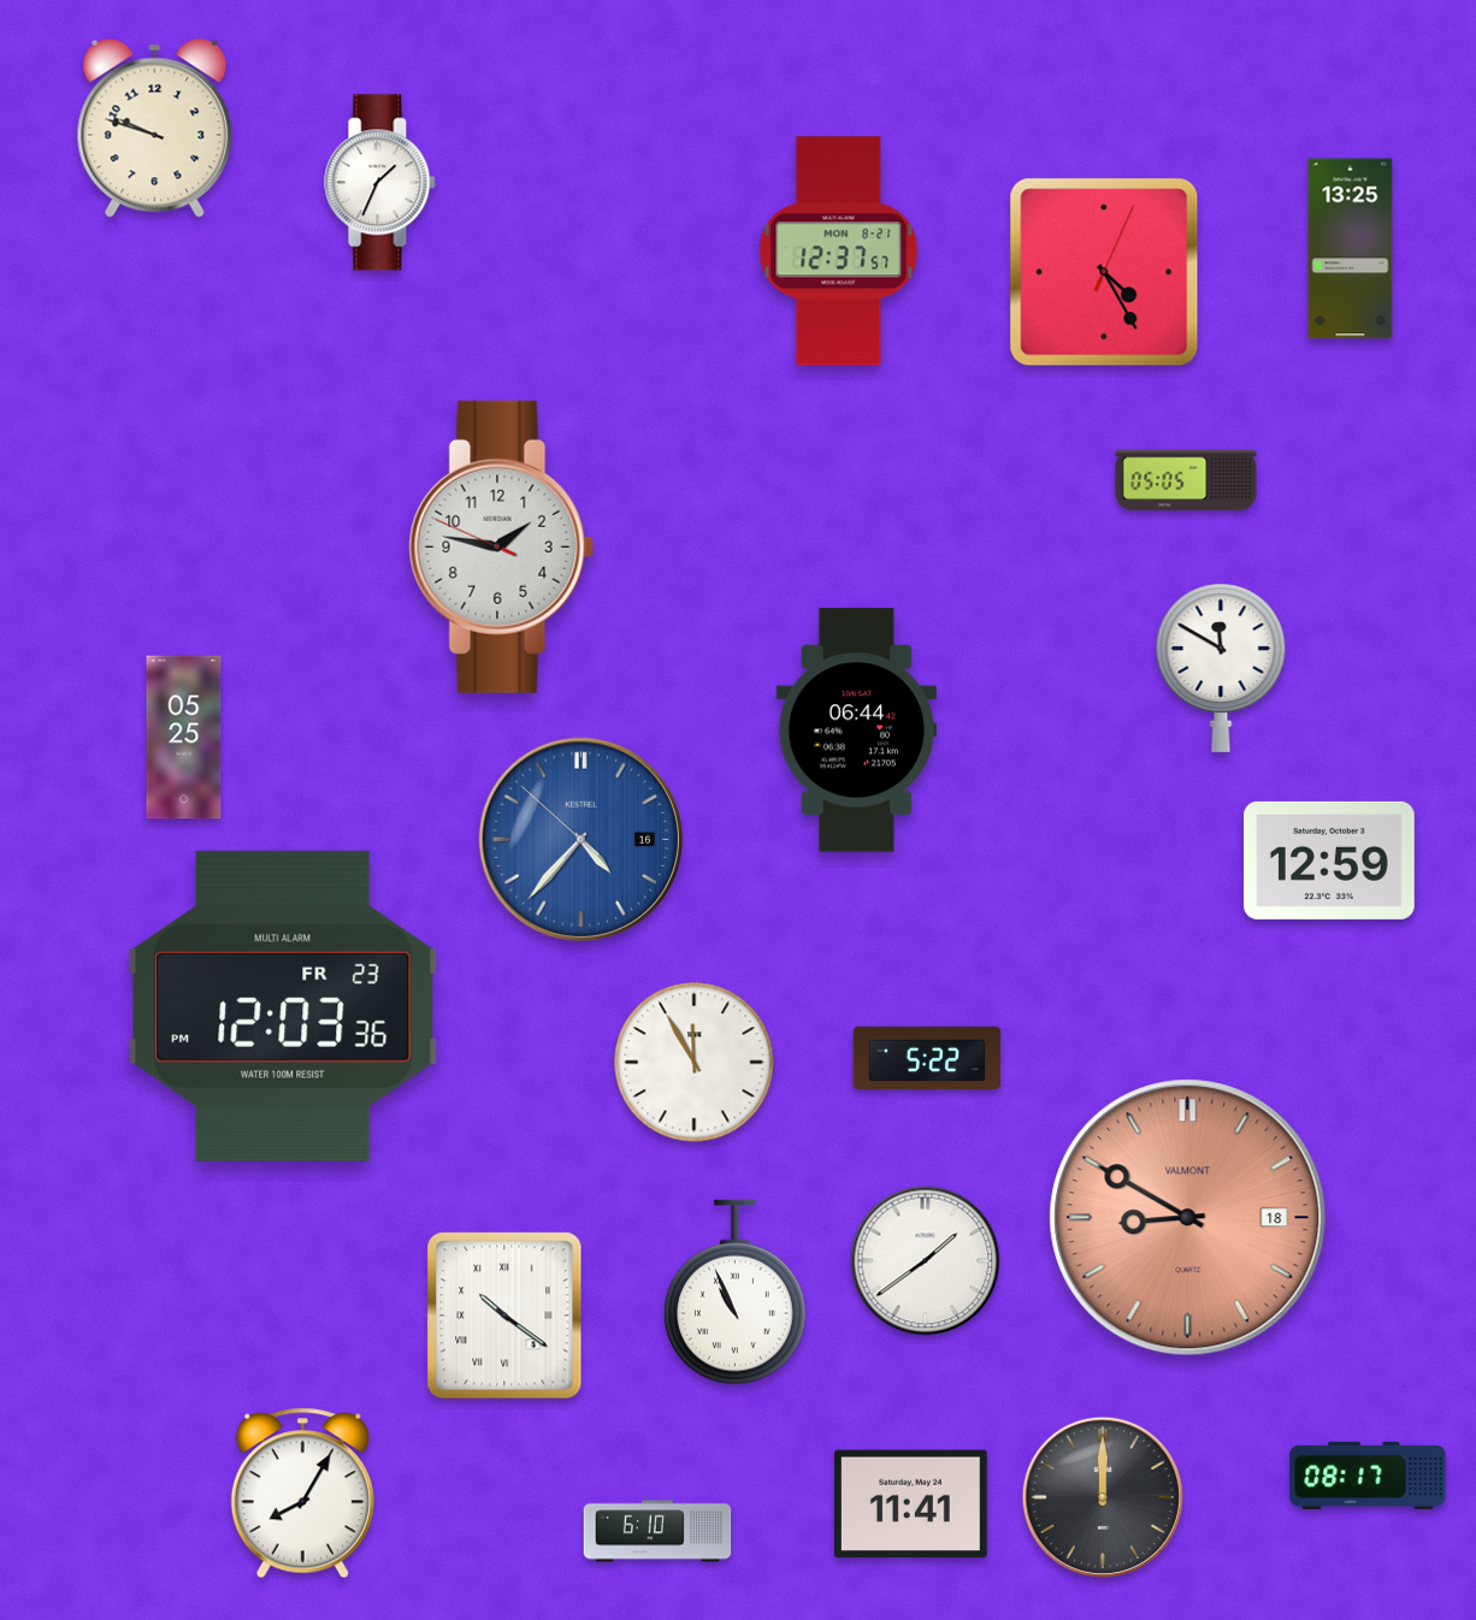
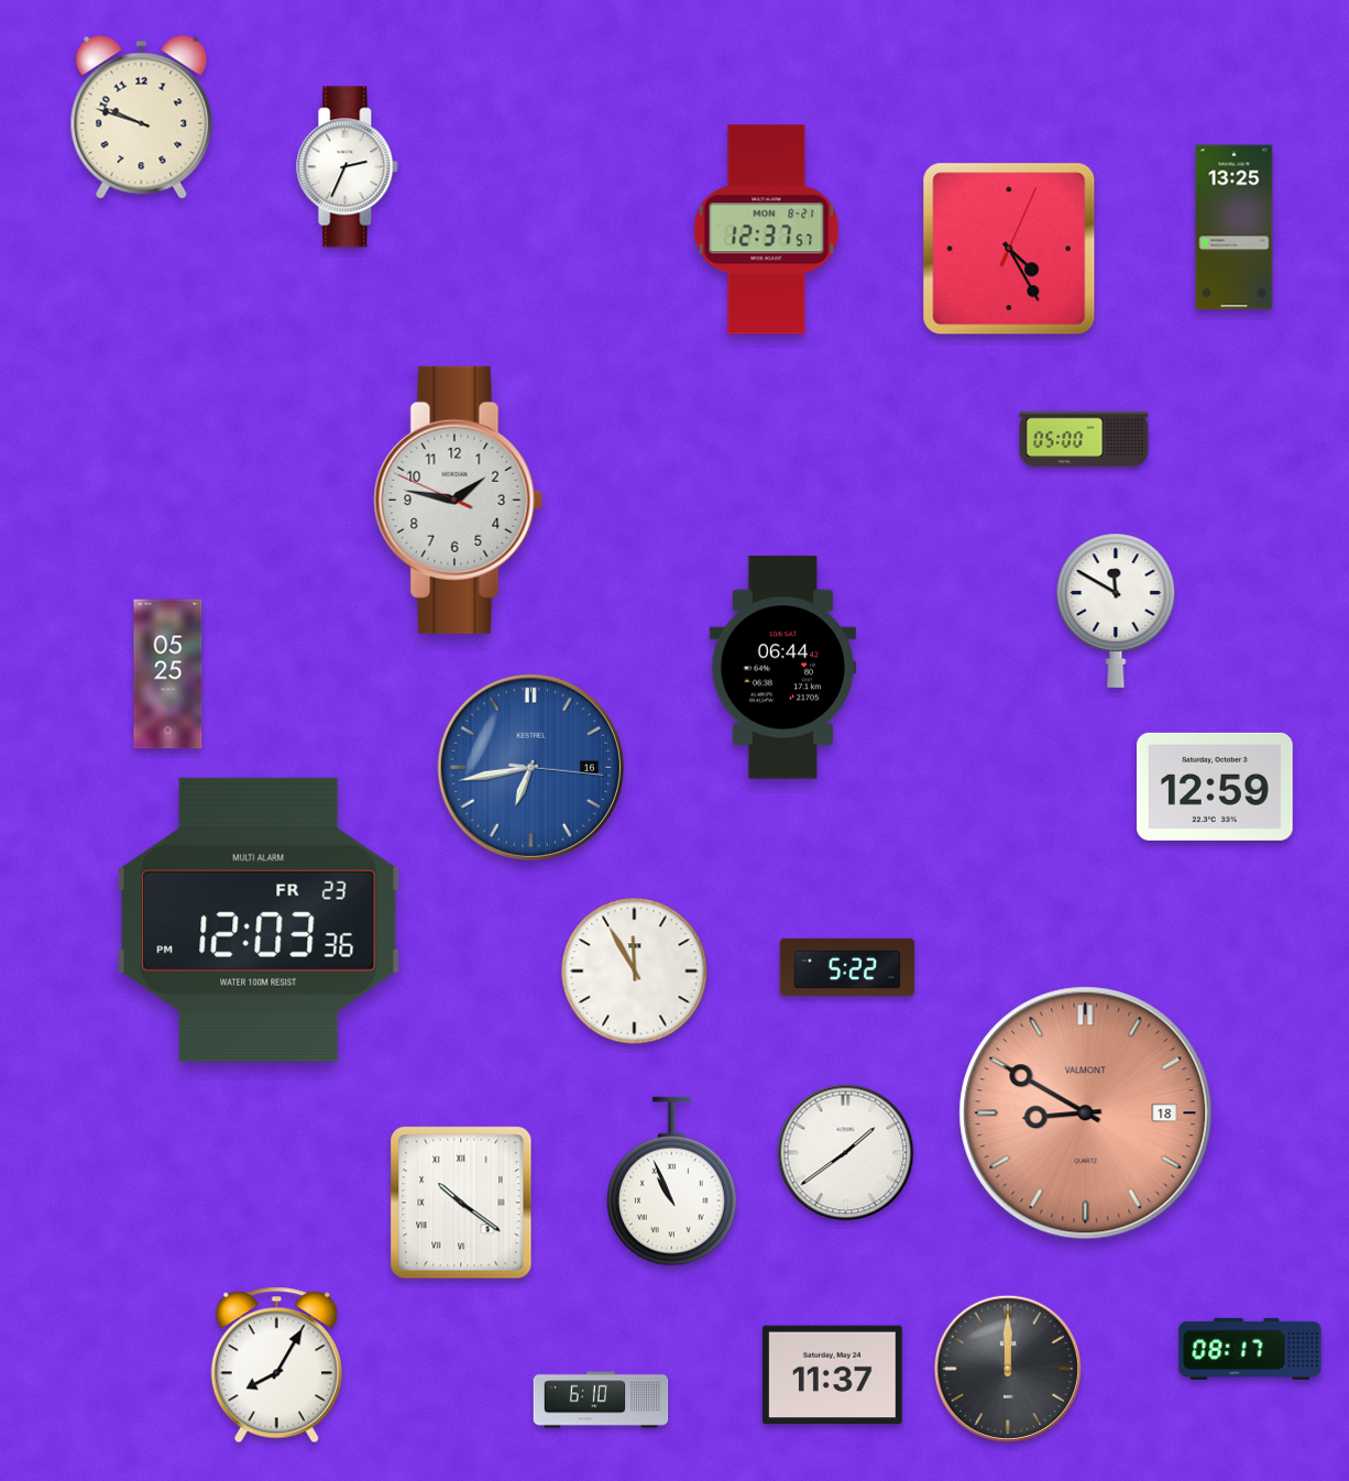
clock at (380, 183): 1:34 -> 2:34
clock at (1186, 480): 05:05 -> 05:00
clock at (580, 839): 4:36 -> 6:43
clock at (910, 1504): 11:41 -> 11:37
